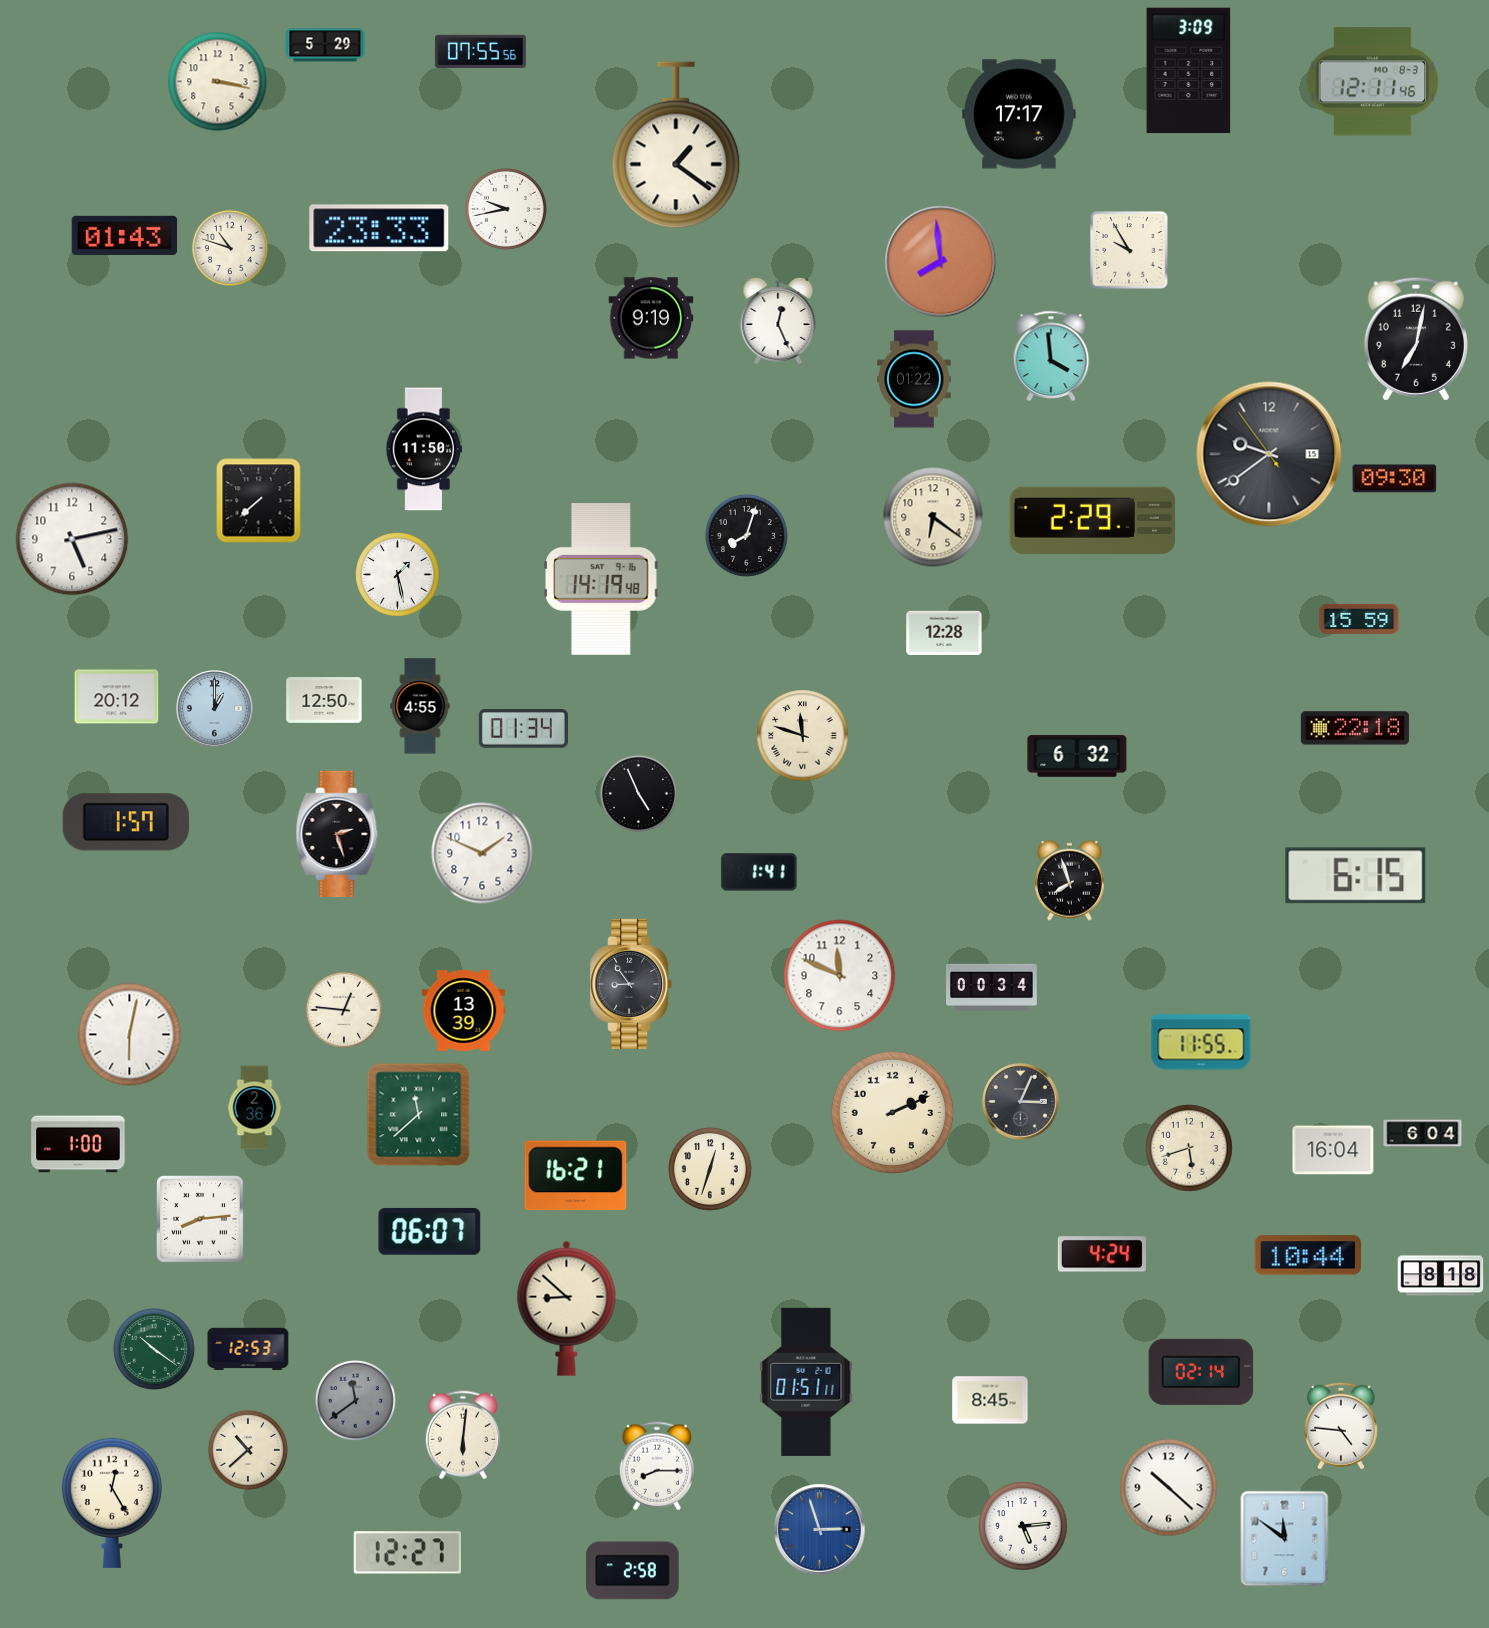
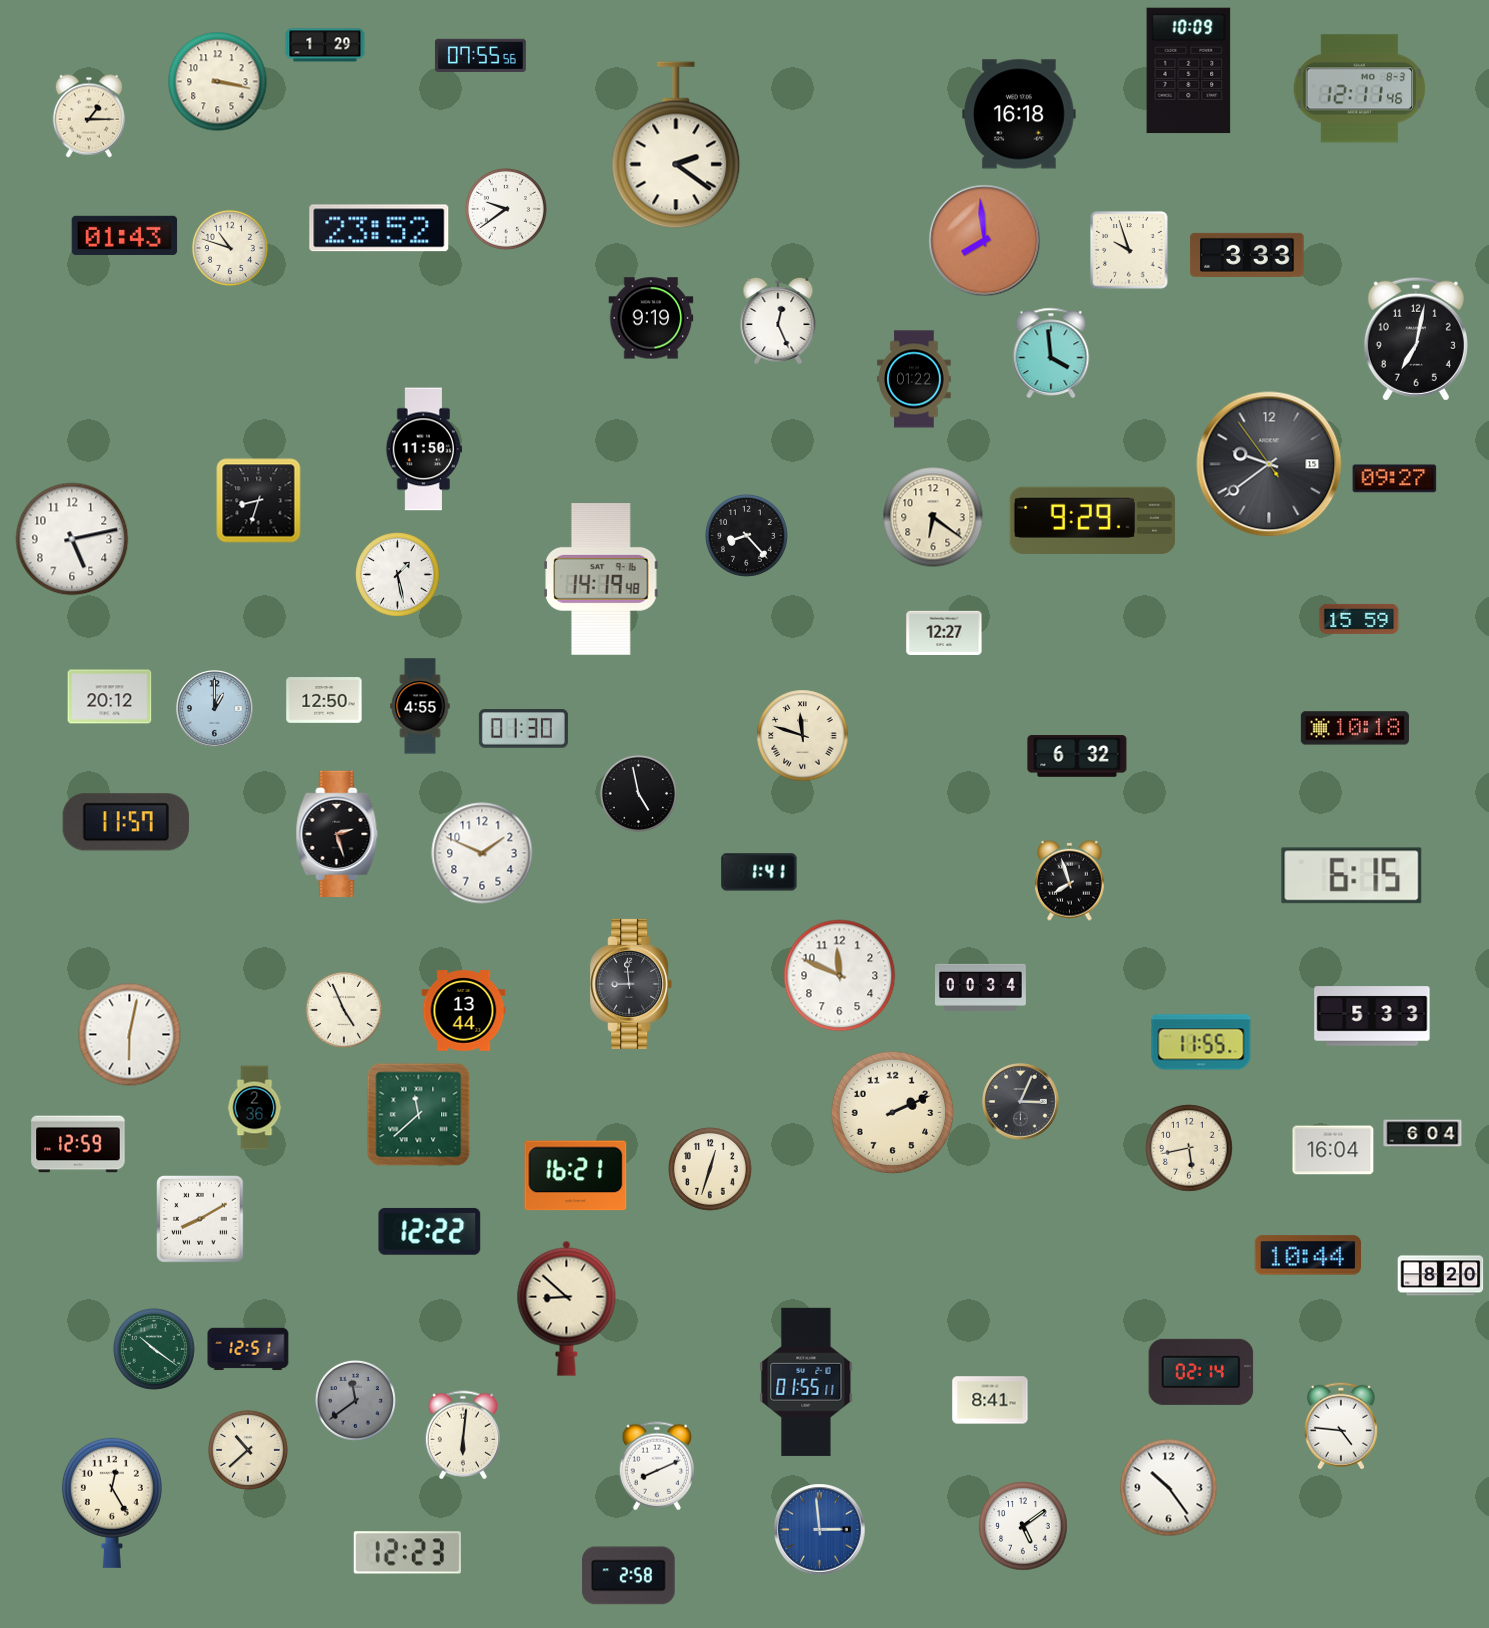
clock at (325, 45): 5:29 -> 1:29
clock at (480, 51) position: (480, 51) -> (480, 55)
clock at (1189, 71): 3:09 -> 10:09
clock at (1373, 82) position: (1373, 82) -> (1360, 89)
clock at (1019, 114): 17:17 -> 16:18
clock at (89, 116): none -> 1:15
clock at (676, 145): 1:21 -> 2:21
clock at (506, 209): 9:43 -> 9:39
clock at (379, 228): 23:33 -> 23:52
clock at (1129, 250): 9:55 -> 9:57
clock at (1247, 255): none -> 3:33
clock at (941, 262) position: (941, 262) -> (985, 241)
clock at (1051, 356) position: (1051, 356) -> (1051, 353)
clock at (1269, 454) position: (1269, 454) -> (1269, 464)
clock at (1395, 479): 09:30 -> 09:27
clock at (259, 501): 7:38 -> 8:33
clock at (1093, 520): 2:29 -> 9:29
clock at (747, 536): 8:03 -> 8:23
clock at (944, 633): 12:28 -> 12:27
clock at (117, 697) position: (117, 697) -> (110, 697)
clock at (1355, 728): 22:18 -> 10:18
clock at (523, 729): 01:34 -> 01:30
clock at (638, 793): 4:56 -> 4:58
clock at (126, 822): 1:57 -> 11:57
clock at (1356, 876) position: (1356, 876) -> (1352, 876)
clock at (631, 984): 8:54 -> 8:59
clock at (992, 987) position: (992, 987) -> (981, 987)
clock at (344, 1010): 12:46 -> 4:56
clock at (464, 1011): 13:39 -> 13:44
clock at (1372, 1016): none -> 5:33
clock at (78, 1144): 1:00 -> 12:59
clock at (1189, 1148): 5:42 -> 5:43
clock at (201, 1220): 8:14 -> 8:10
clock at (430, 1231): 06:07 -> 12:22
clock at (1102, 1254): 4:24 -> none
clock at (1441, 1276): 8:18 -> 8:20
clock at (248, 1349): 12:53 -> 12:51
clock at (806, 1382): 01:51 -> 01:55
clock at (990, 1400): 8:45 -> 8:41
clock at (657, 1466): 8:15 -> 8:11
clock at (1169, 1488): 10:22 -> 10:24
clock at (1023, 1526): 5:14 -> 5:09
clock at (820, 1530): 2:57 -> 2:59
clock at (1285, 1539): 11:51 -> none
clock at (407, 1553): 12:27 -> 12:23
clock at (633, 1571) position: (633, 1571) -> (629, 1576)
